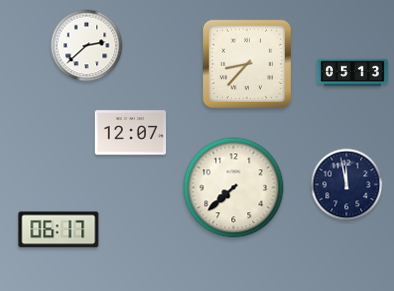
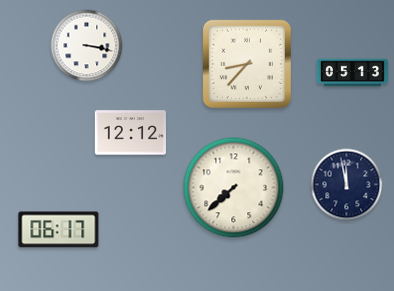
clock at (87, 46): 2:38 -> 3:17
clock at (130, 133): 12:07 -> 12:12
